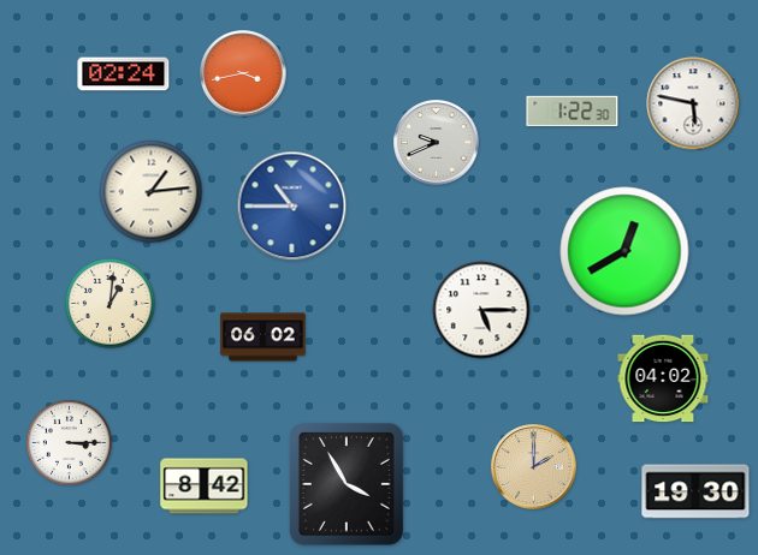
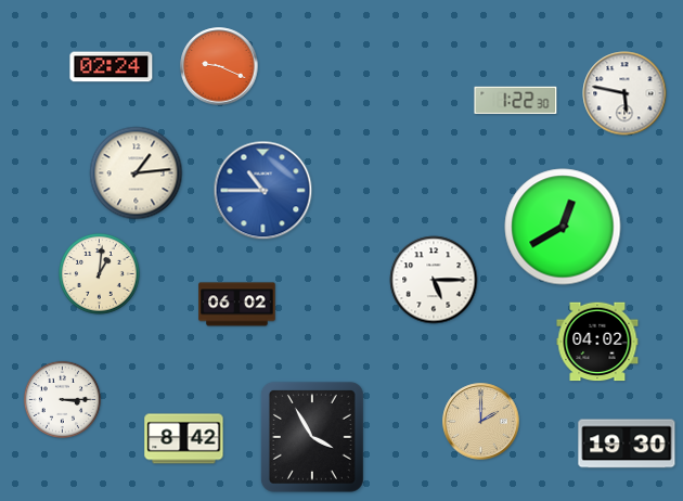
clock at (243, 73): 3:43 -> 9:19
clock at (437, 143): 9:41 -> none
clock at (292, 207) position: (292, 207) -> (263, 191)
